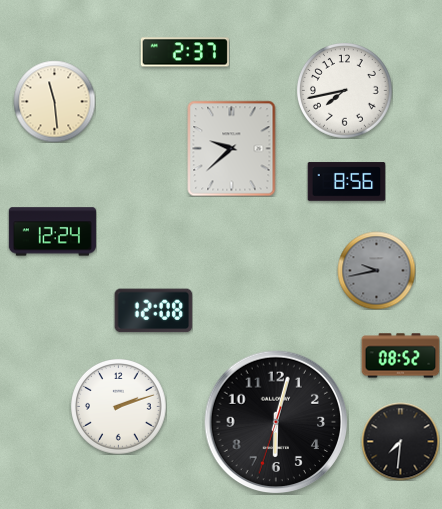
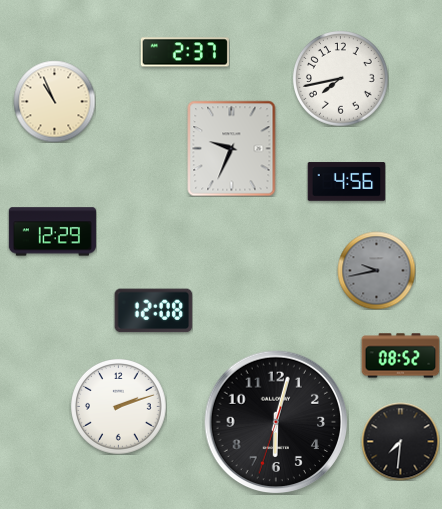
clock at (345, 91) position: (345, 91) -> (341, 79)
clock at (54, 101): 11:29 -> 10:56
clock at (232, 148): 9:38 -> 9:34
clock at (346, 182): 8:56 -> 4:56
clock at (52, 232): 12:24 -> 12:29
